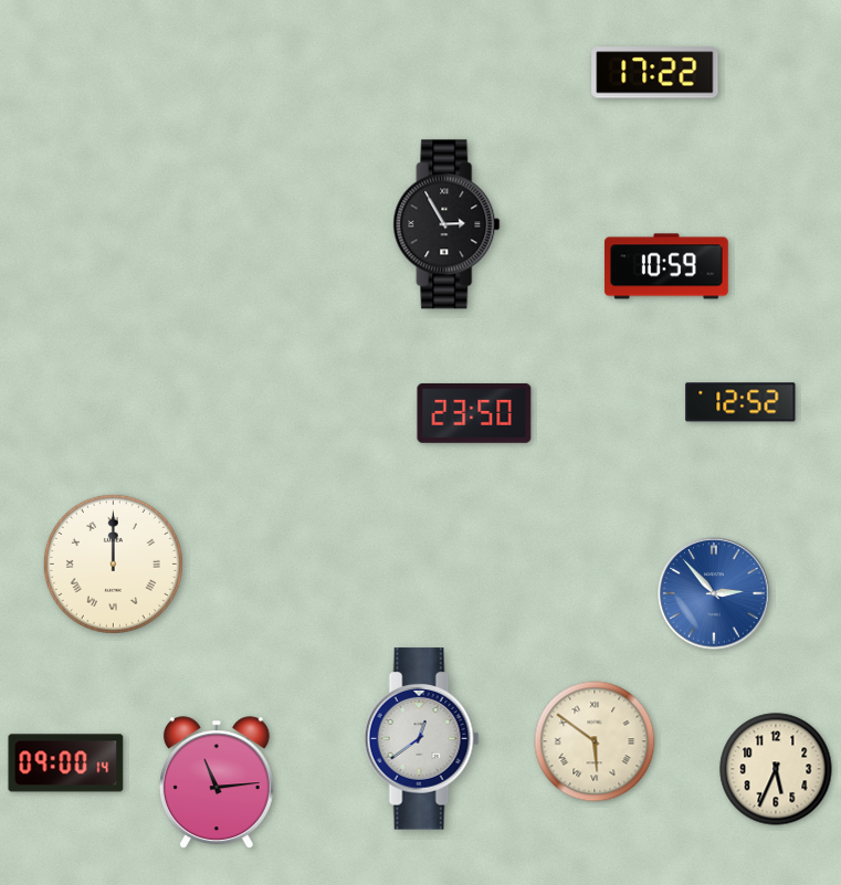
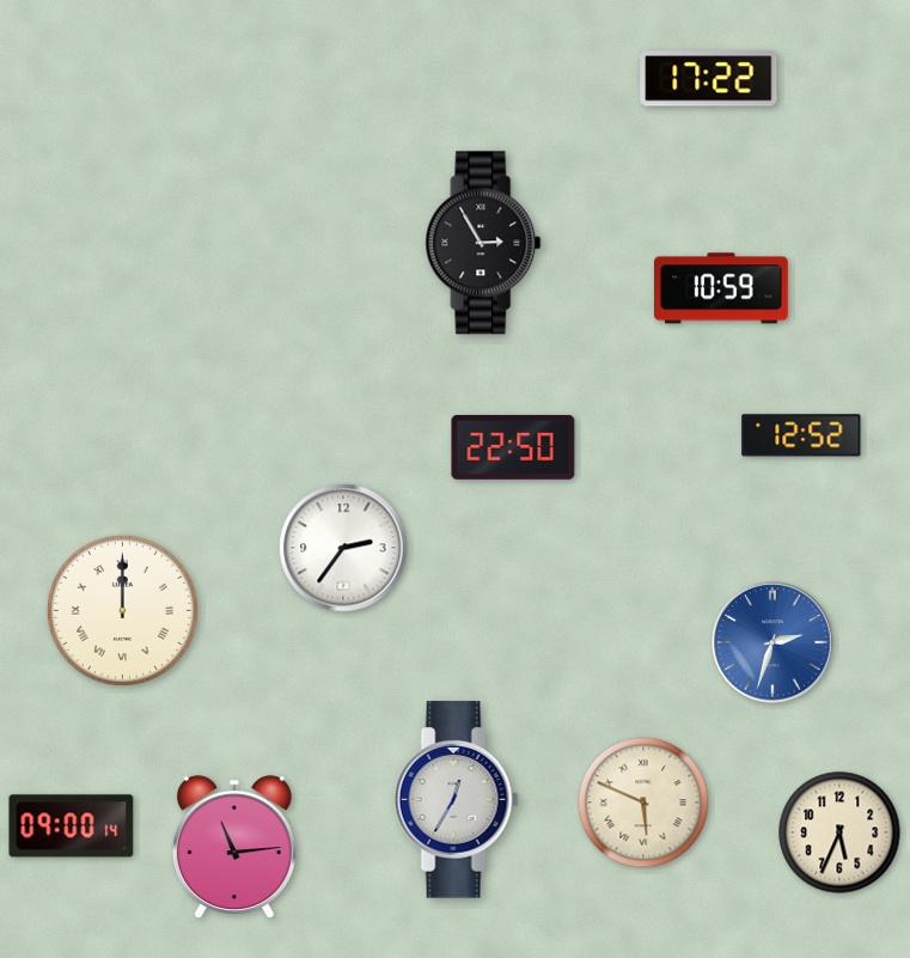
clock at (474, 413): 23:50 -> 22:50
clock at (343, 548): none -> 2:36
clock at (714, 593): 2:53 -> 2:33
clock at (421, 739): 12:39 -> 12:35
clock at (595, 741): 5:51 -> 5:49
